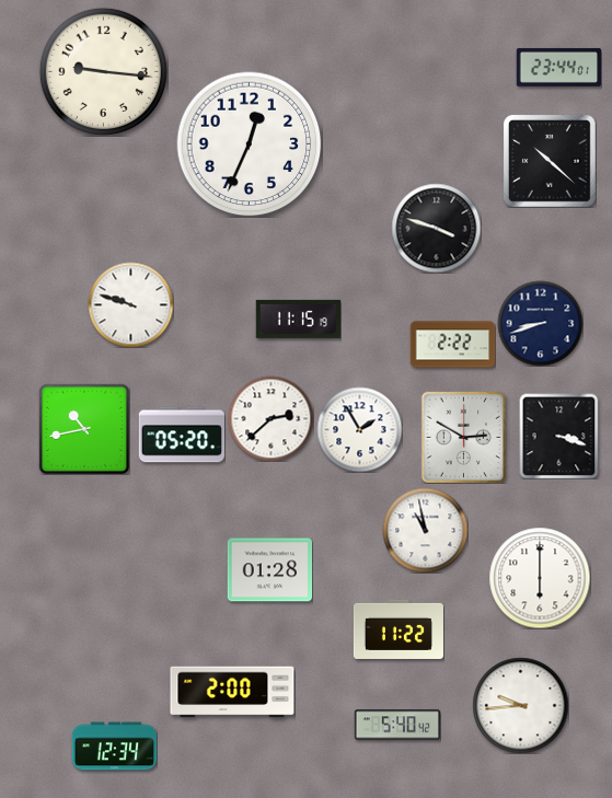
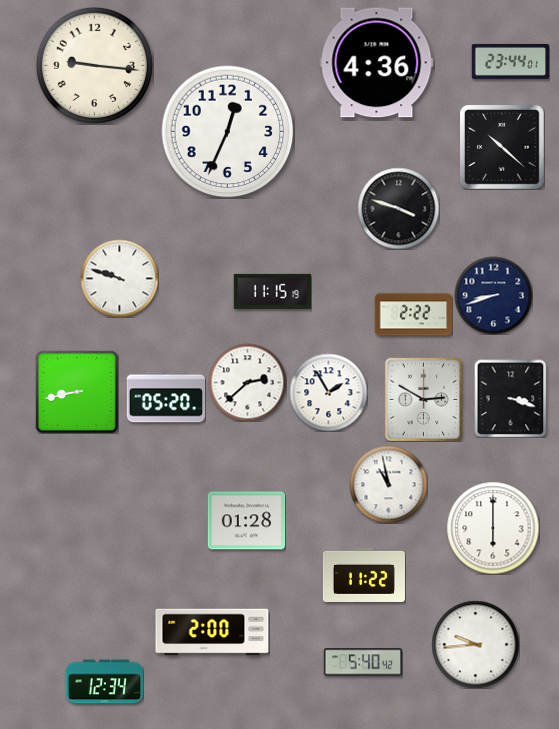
clock at (377, 63): none -> 4:36
clock at (84, 429): 10:43 -> 8:43
